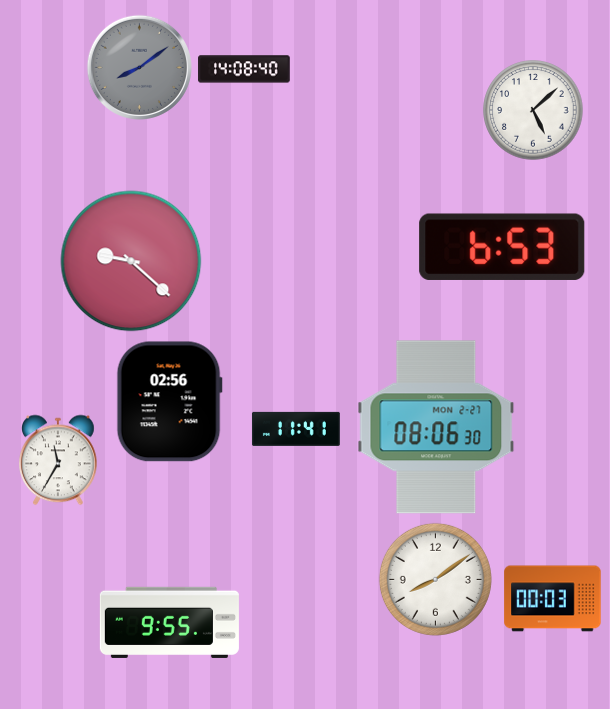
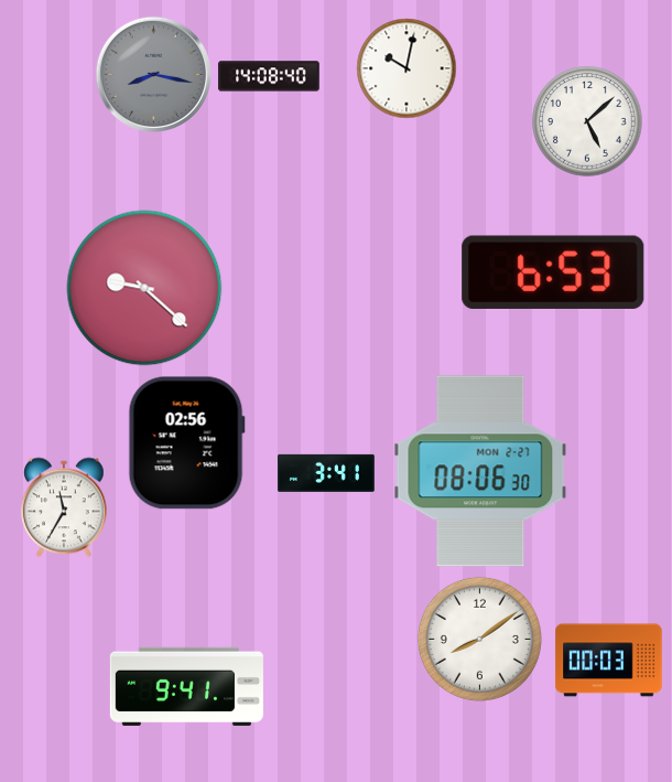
clock at (407, 68): none -> 10:02
clock at (139, 67): 8:09 -> 8:17
clock at (296, 429): 11:41 -> 3:41
clock at (169, 622): 9:55 -> 9:41
